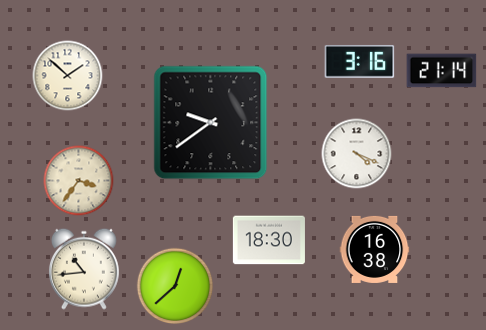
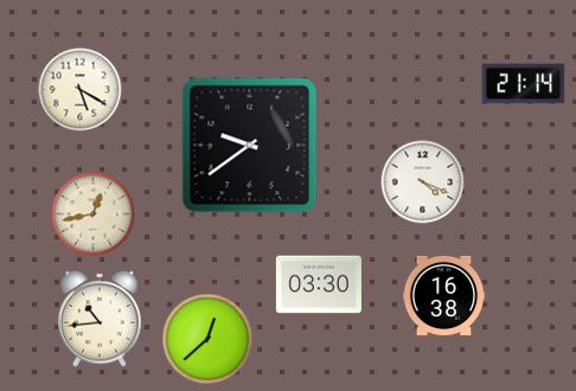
clock at (360, 62): 3:16 -> none
clock at (68, 76): 1:52 -> 5:20
clock at (79, 181): 3:36 -> 12:43
clock at (269, 240): 18:30 -> 03:30
